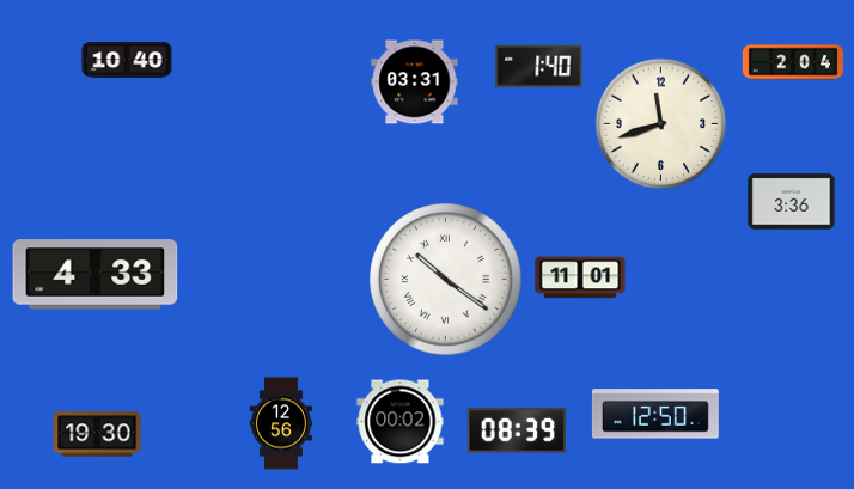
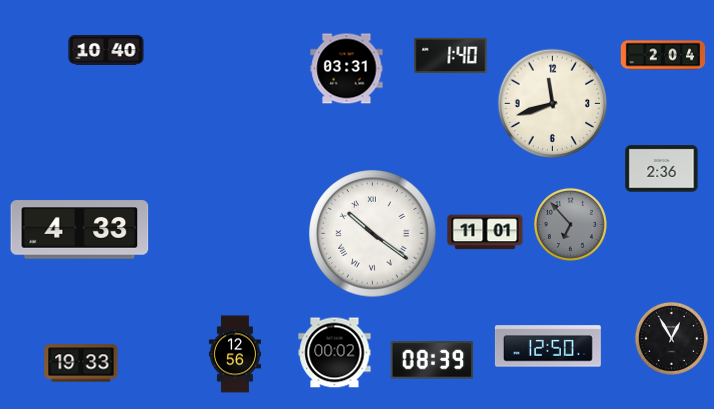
clock at (793, 62) position: (793, 62) -> (663, 55)
clock at (792, 202): 3:36 -> 2:36
clock at (570, 224): none -> 6:53
clock at (671, 338): none -> 12:55
clock at (97, 434): 19:30 -> 19:33
